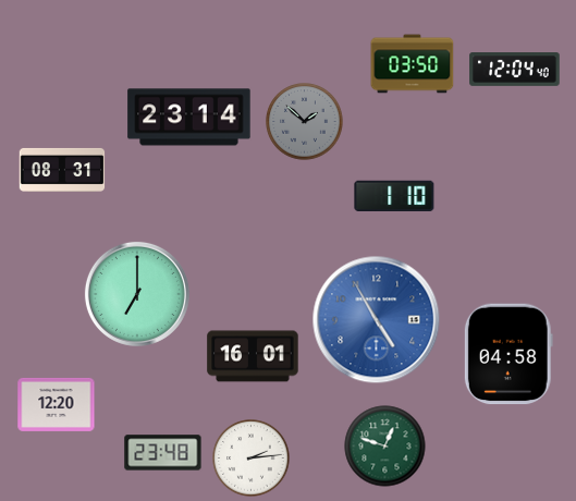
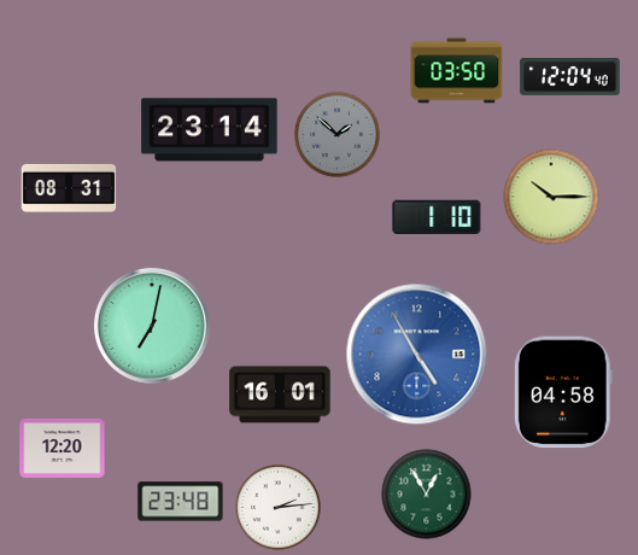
clock at (551, 197): none -> 10:15
clock at (137, 294): 7:00 -> 7:02
clock at (385, 447): 12:48 -> 12:55
